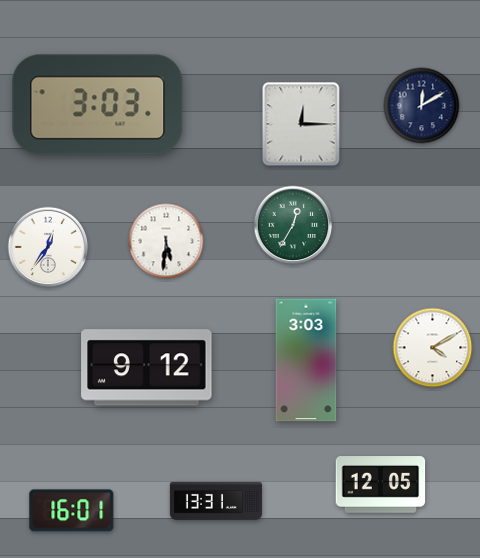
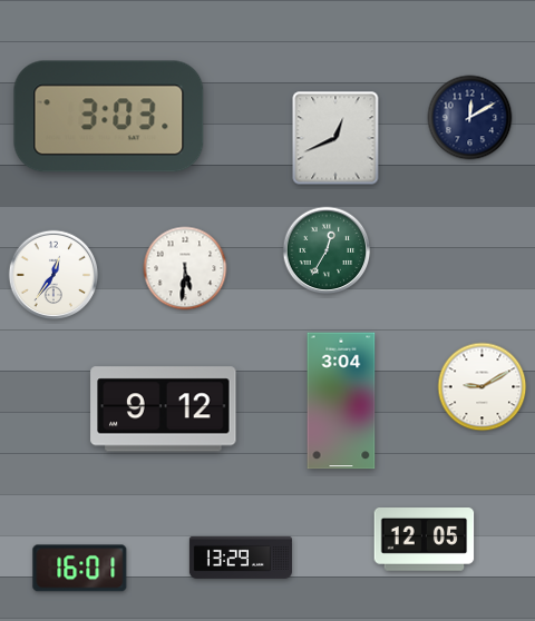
clock at (301, 124): 12:15 -> 12:41
clock at (433, 348): 4:10 -> 9:10
clock at (306, 360): 3:03 -> 3:04
clock at (216, 501): 13:31 -> 13:29
